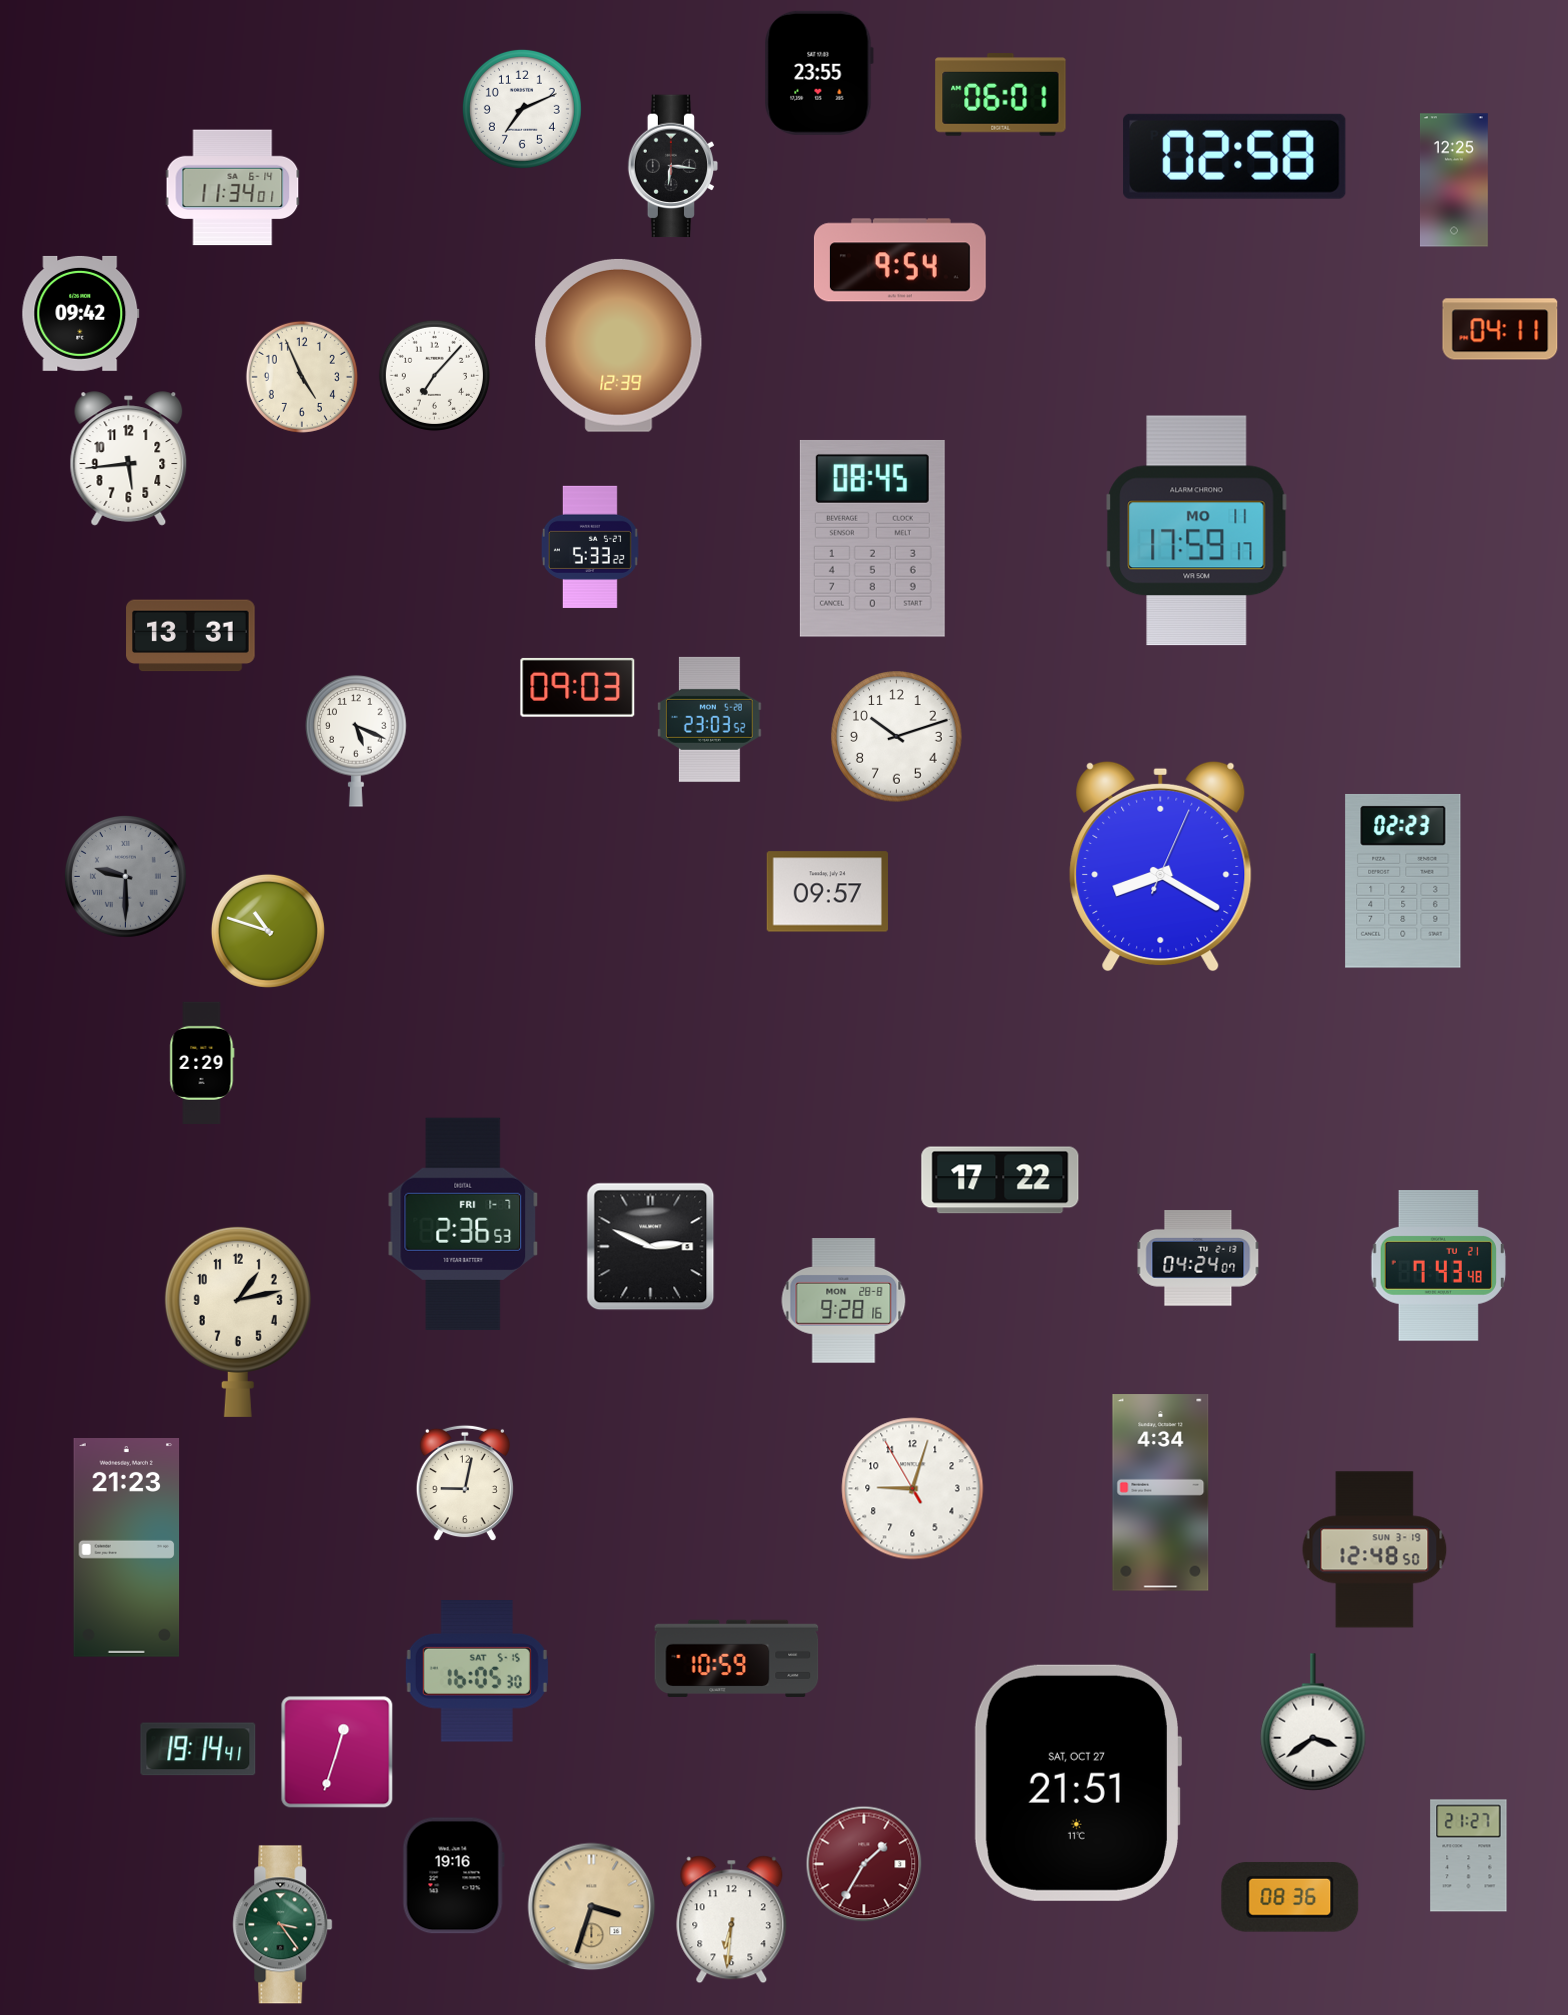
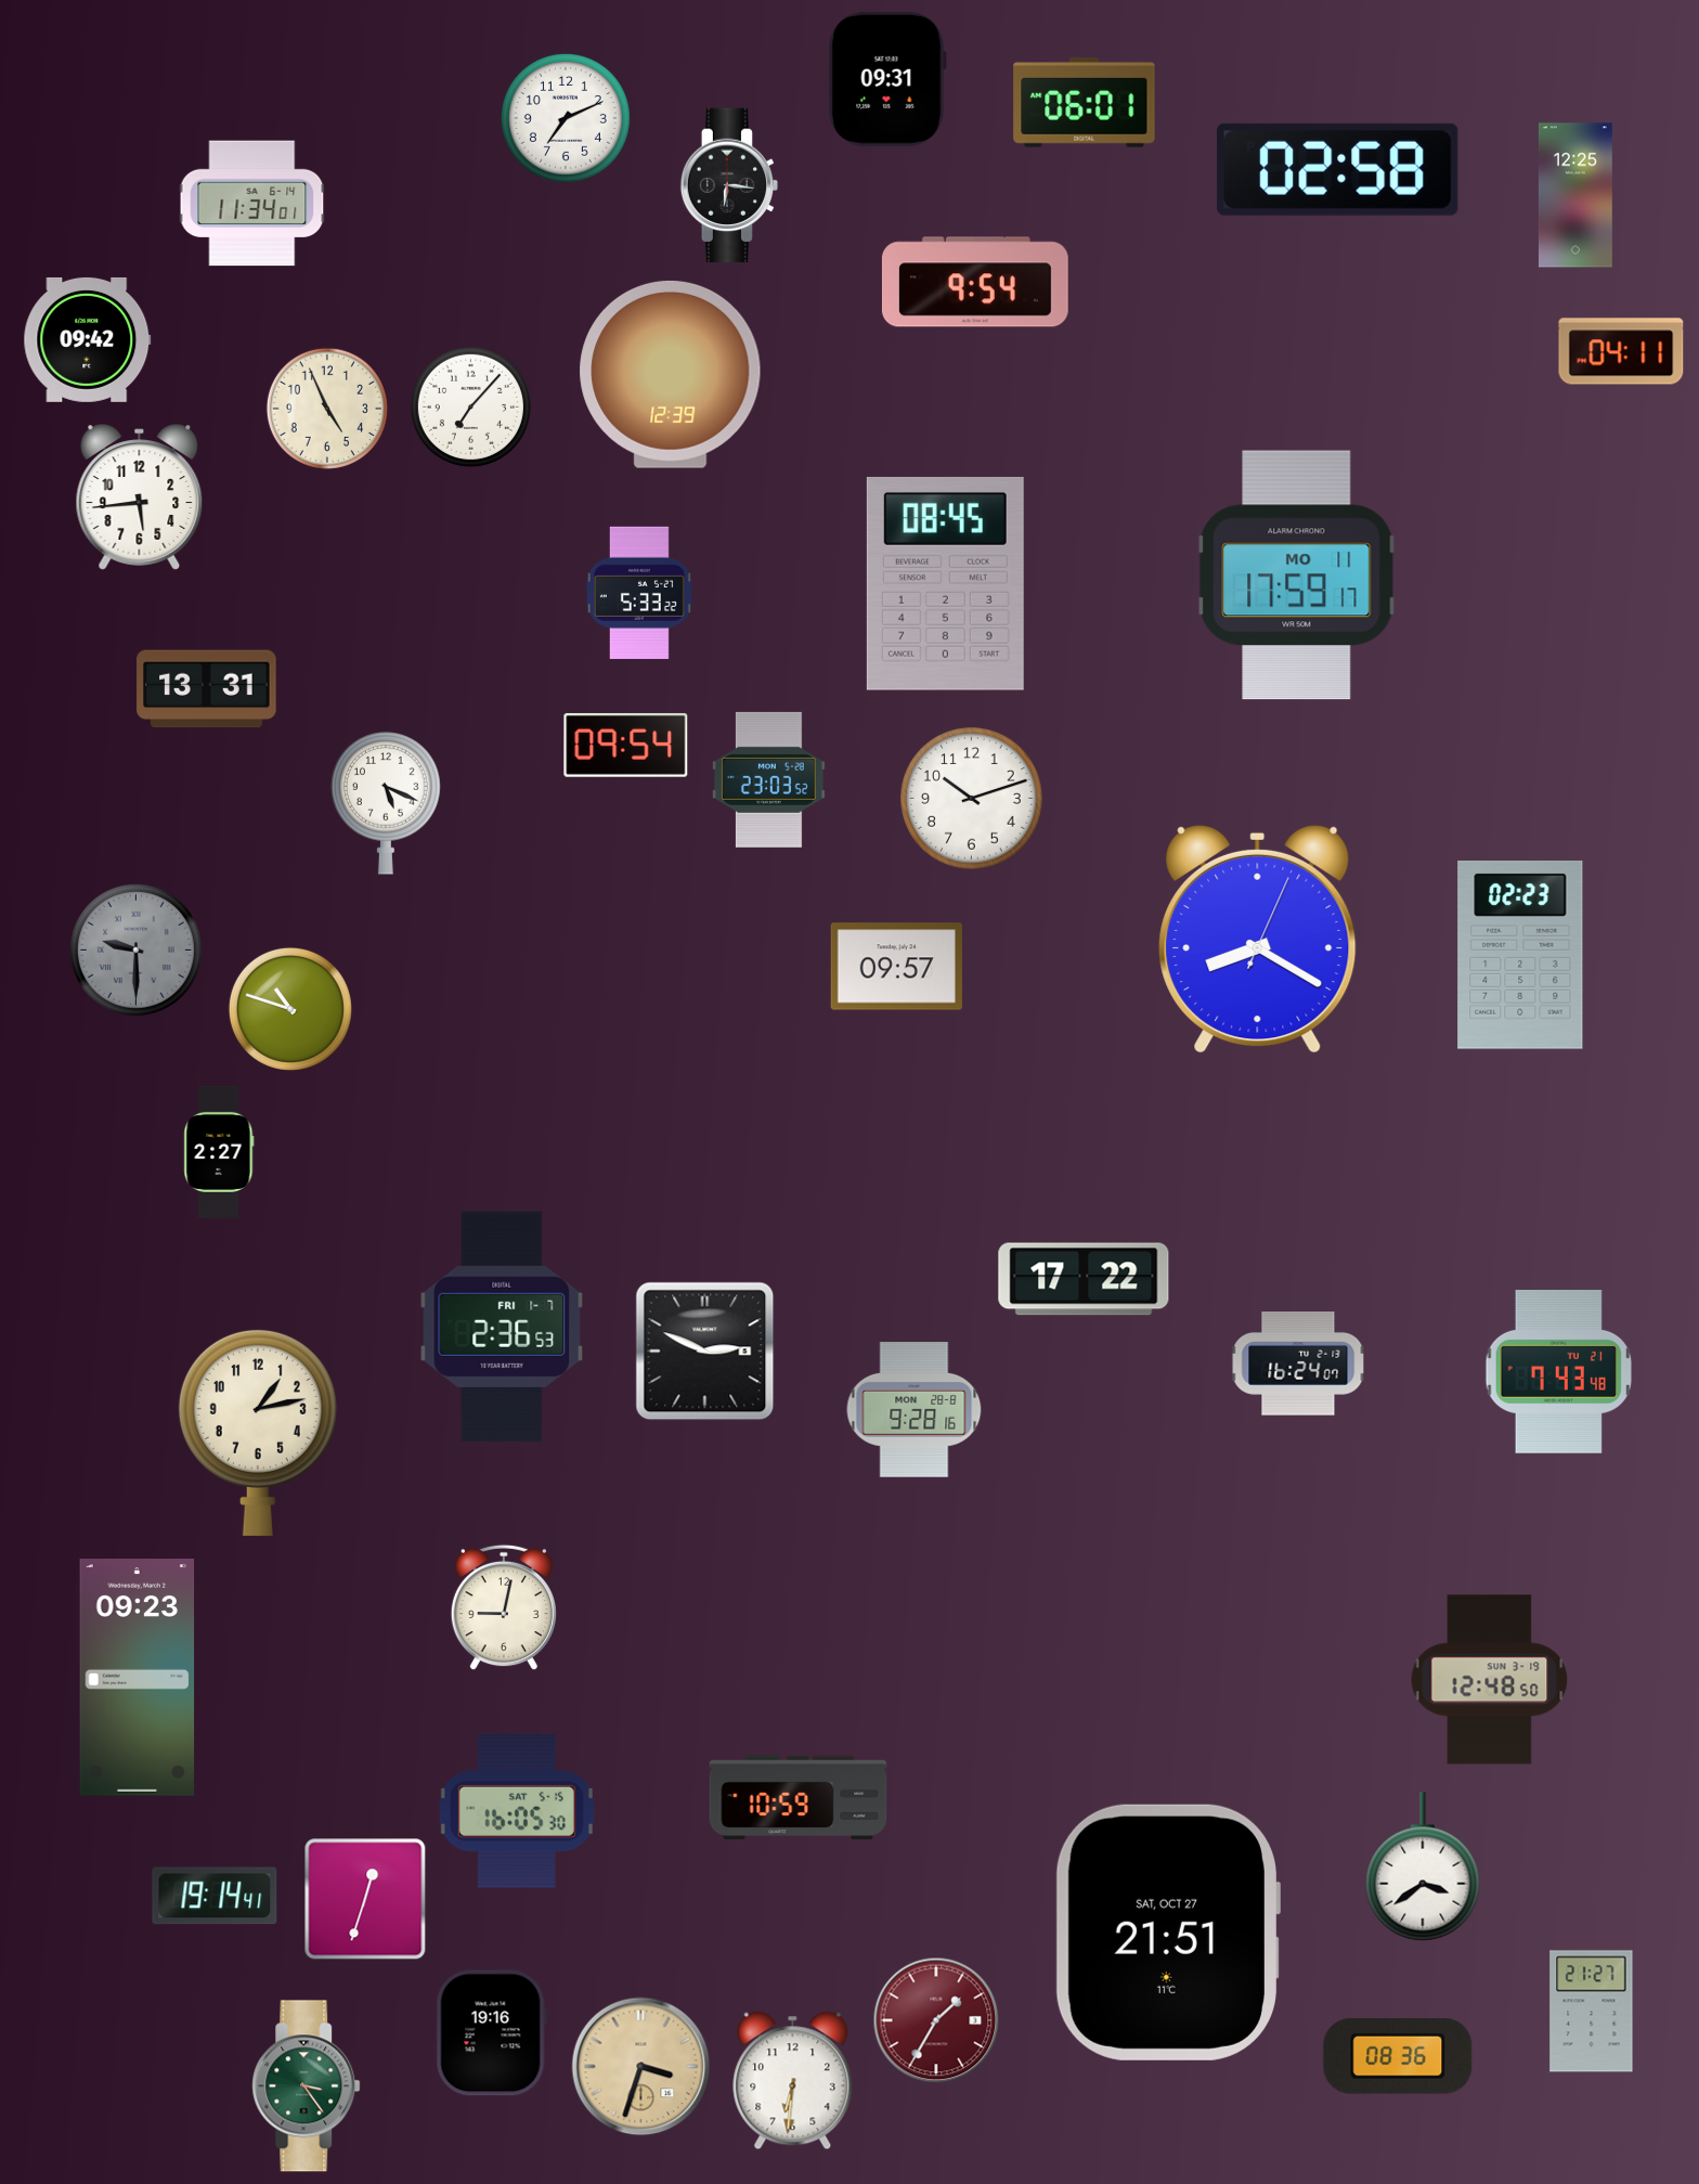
clock at (819, 73): 23:55 -> 09:31
clock at (673, 166) position: (673, 166) -> (729, 185)
clock at (1500, 329) position: (1500, 329) -> (1621, 351)
clock at (578, 687): 09:03 -> 09:54
clock at (202, 1063): 2:29 -> 2:27
clock at (1198, 1259): 04:24 -> 16:24
clock at (913, 1489): 9:02 -> none
clock at (1161, 1493): 4:34 -> none
clock at (127, 1548): 21:23 -> 09:23
